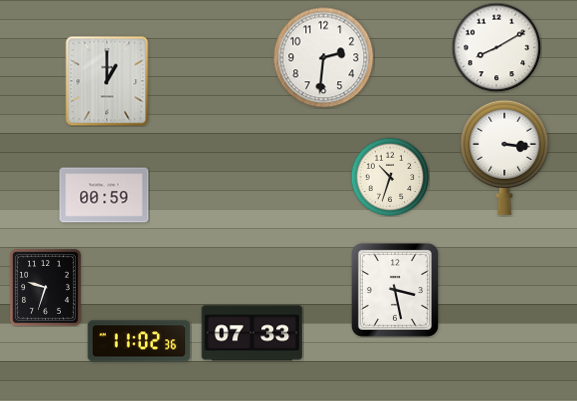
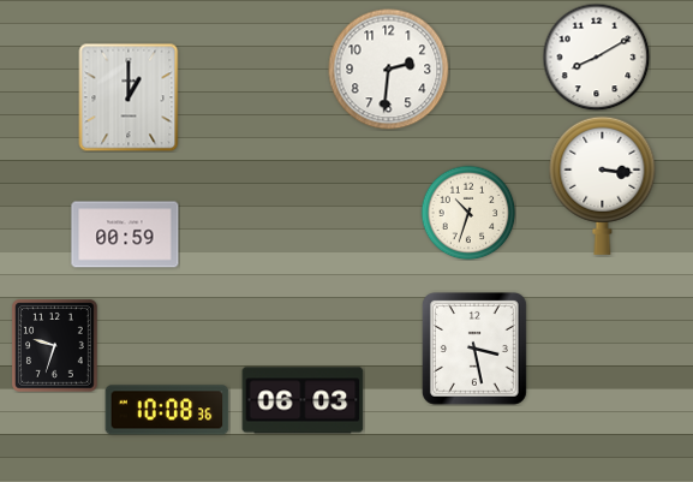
clock at (505, 157) position: (505, 157) -> (603, 185)
clock at (252, 333): 07:33 -> 06:03
clock at (139, 341): 11:02 -> 10:08
